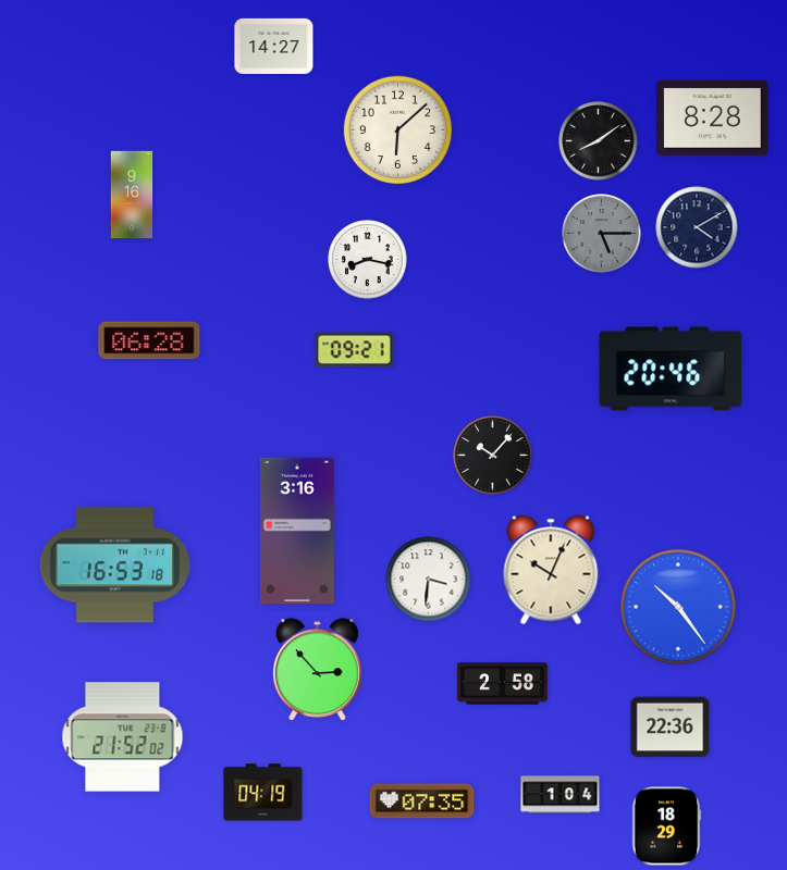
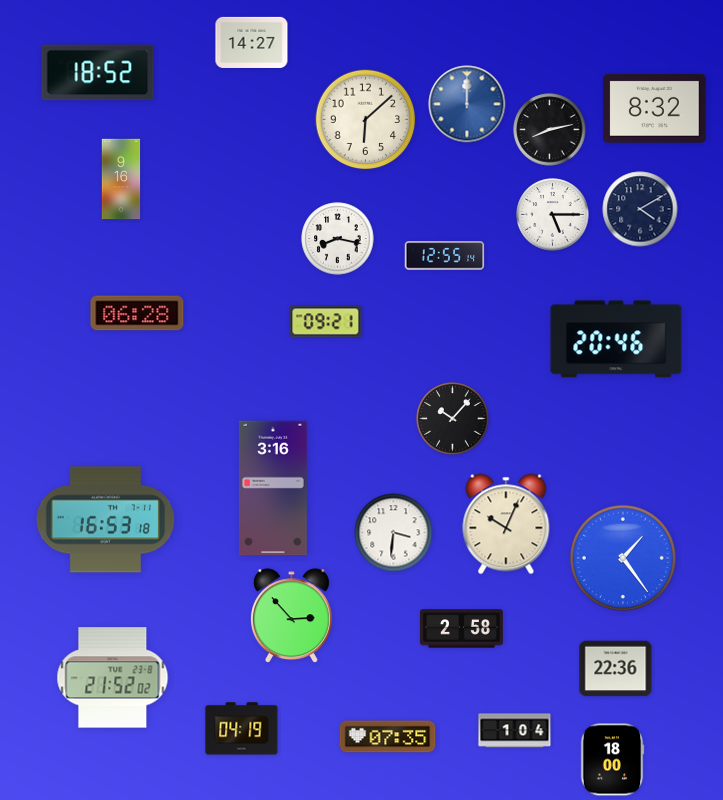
clock at (98, 73): none -> 18:52
clock at (467, 104): none -> 12:00
clock at (713, 119): 8:28 -> 8:32
clock at (599, 141): 8:09 -> 8:13
clock at (602, 234) dial: grey -> white
clock at (445, 256): none -> 12:55
clock at (678, 607): 10:24 -> 1:24
clock at (666, 826): 18:29 -> 18:00
